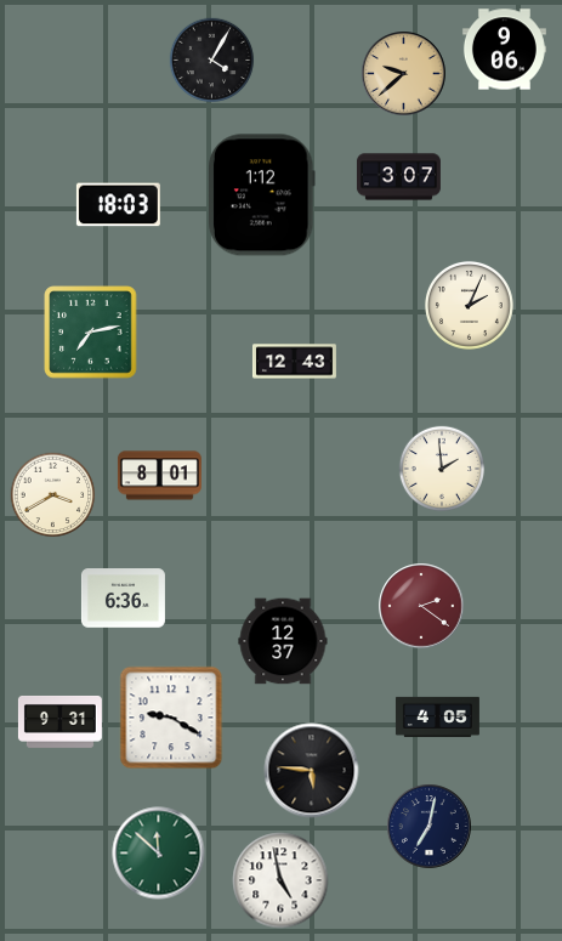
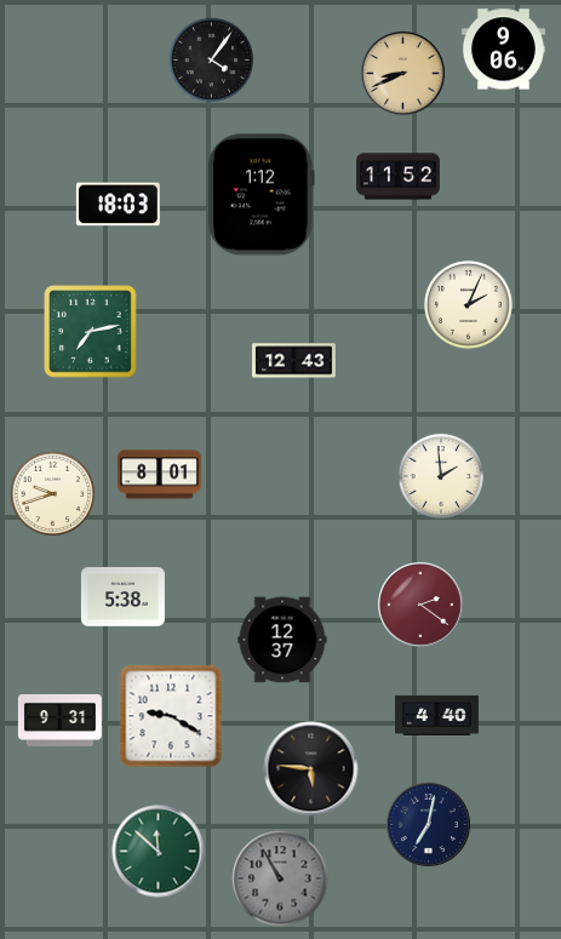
clock at (212, 61): 4:05 -> 4:06
clock at (404, 74): 9:38 -> 8:41
clock at (398, 177): 3:07 -> 11:52
clock at (441, 467) position: (441, 467) -> (440, 475)
clock at (53, 495): 3:40 -> 9:42
clock at (123, 599): 6:36 -> 5:38
clock at (437, 716): 4:05 -> 4:40
clock at (280, 880): 4:58 -> 10:55
clock at (280, 880) dial: white -> grey
